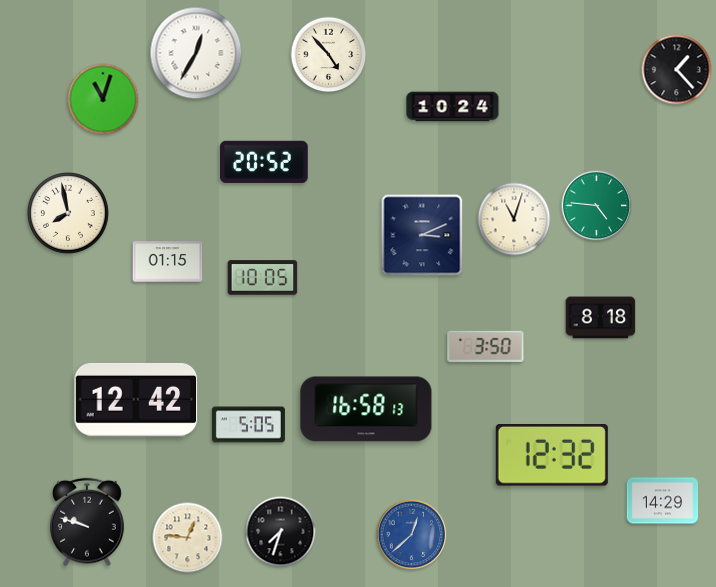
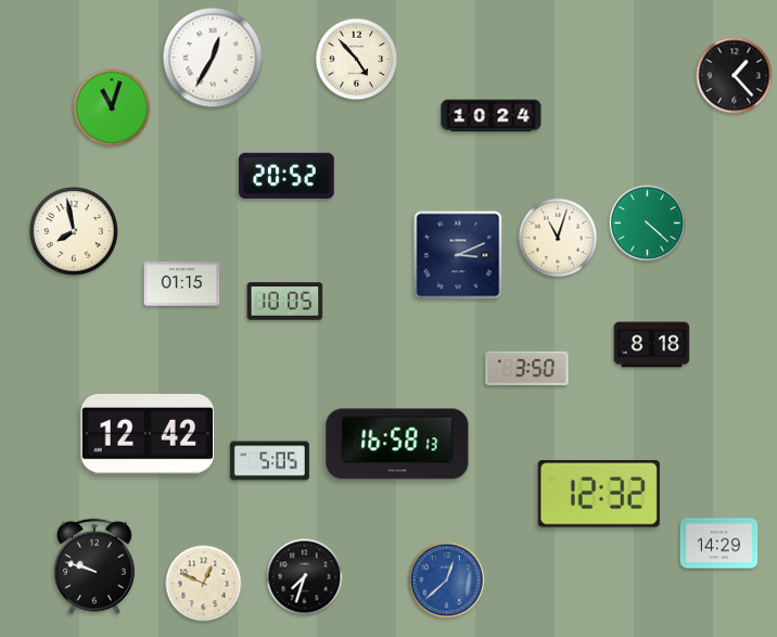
clock at (597, 206): 4:46 -> 4:22
clock at (486, 346) position: (486, 346) -> (527, 368)
clock at (188, 538): 12:46 -> 12:49
